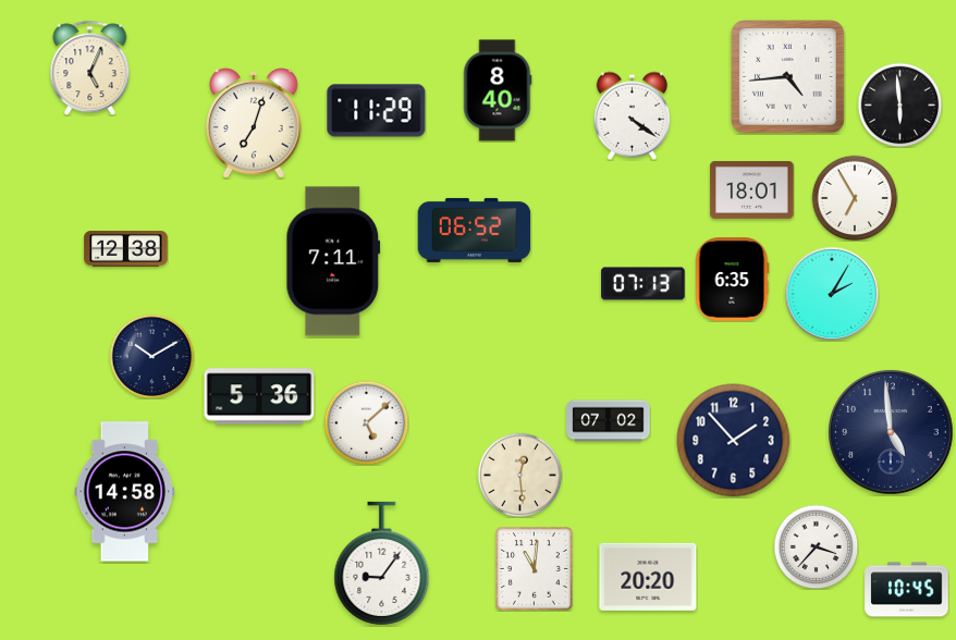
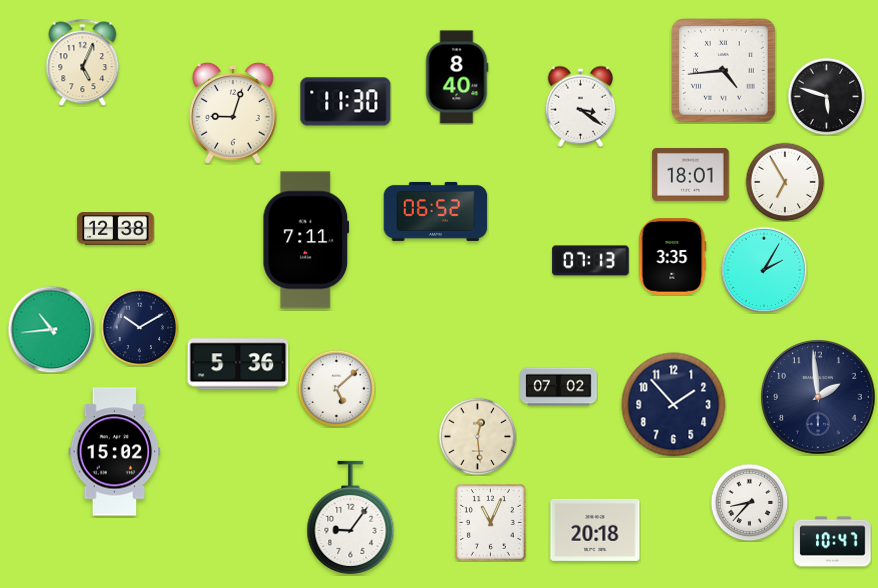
clock at (498, 90) position: (498, 90) -> (457, 77)
clock at (899, 104): 5:59 -> 5:48
clock at (377, 111): 11:29 -> 11:30
clock at (633, 115): 4:21 -> 3:21
clock at (254, 124): 7:03 -> 9:03
clock at (732, 280): 6:35 -> 3:35
clock at (51, 329): none -> 10:44
clock at (891, 432): 4:59 -> 1:59
clock at (125, 492): 14:58 -> 15:02
clock at (816, 546): 3:37 -> 8:37
clock at (535, 569): 11:01 -> 11:04
clock at (648, 577): 20:20 -> 20:18
clock at (907, 590): 10:45 -> 10:47
